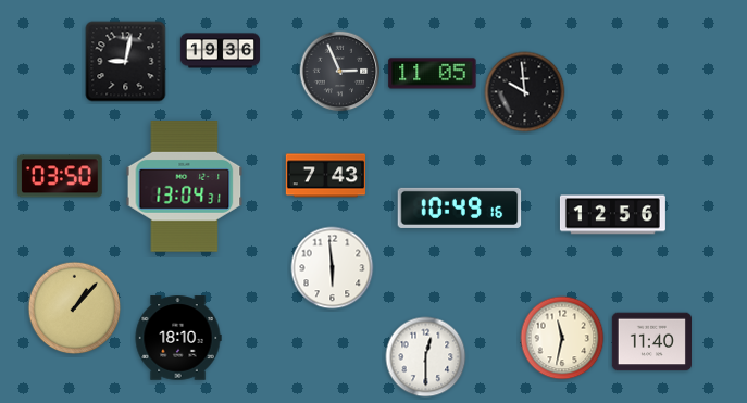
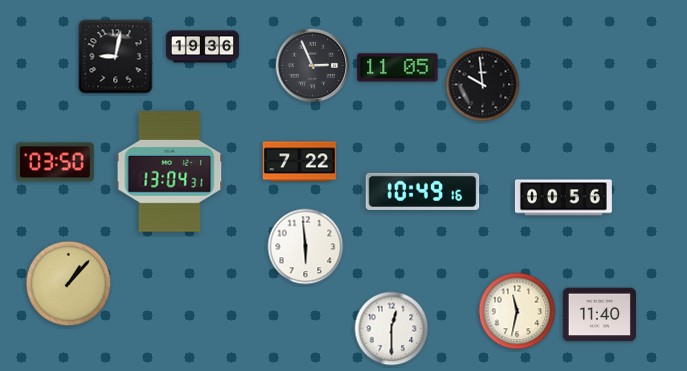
clock at (325, 176): 7:43 -> 7:22
clock at (612, 215): 12:56 -> 00:56
clock at (178, 338): 18:10 -> none
